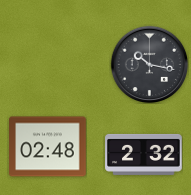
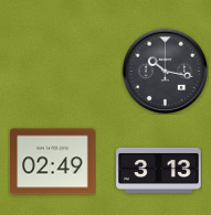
clock at (48, 147): 02:48 -> 02:49
clock at (144, 154): 2:32 -> 3:13
